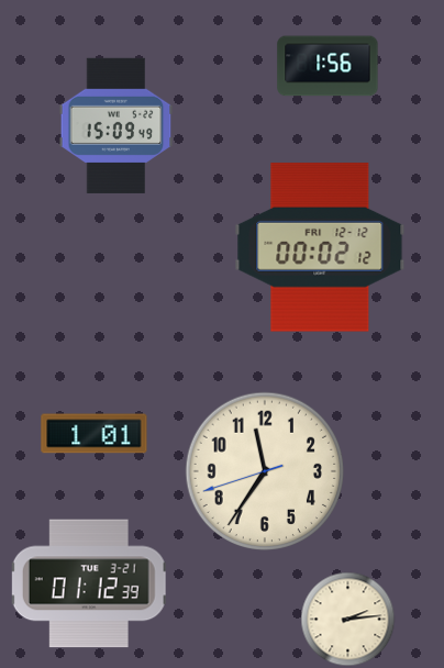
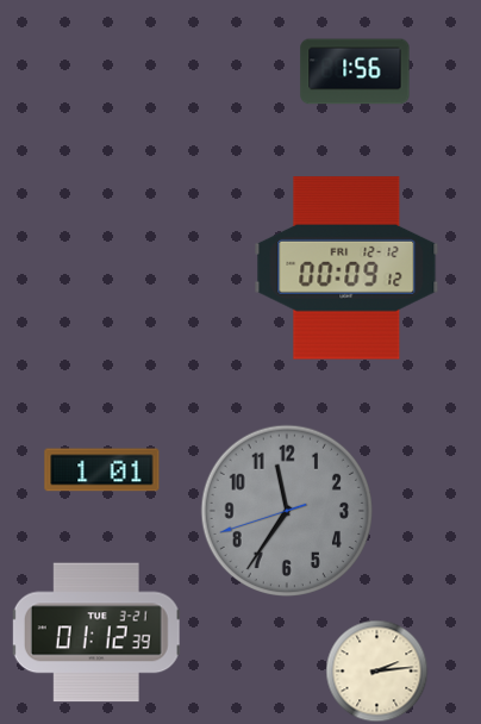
clock at (116, 125): 15:09 -> none
clock at (320, 247): 00:02 -> 00:09
clock at (264, 470) dial: cream -> grey
